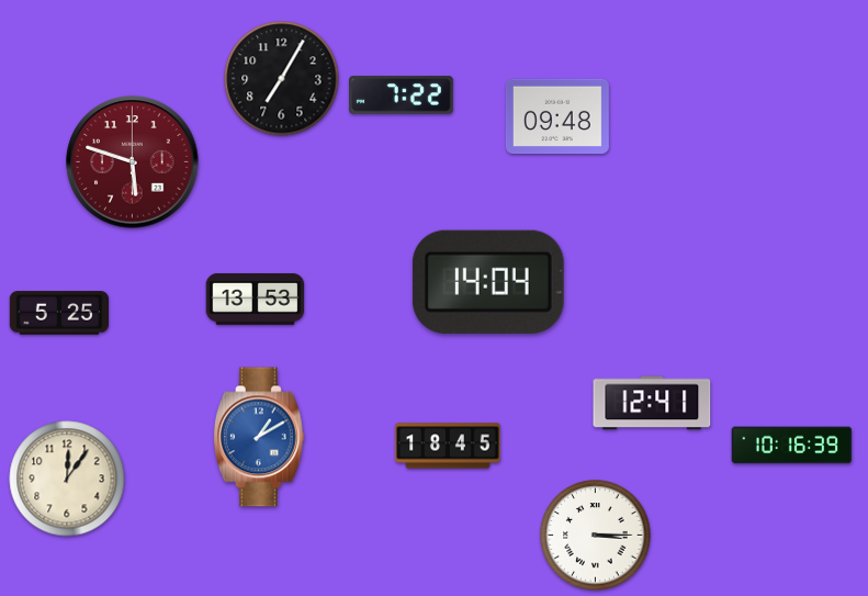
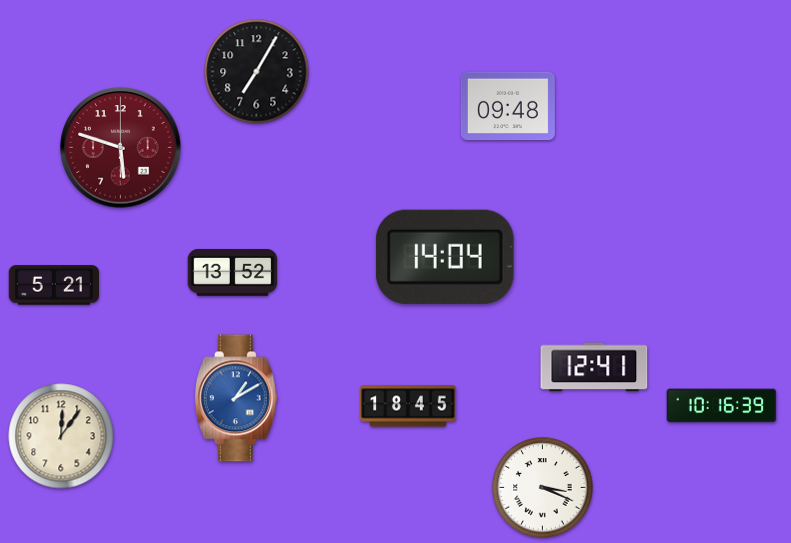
clock at (402, 95): 7:22 -> none
clock at (256, 299): 13:53 -> 13:52
clock at (58, 313): 5:25 -> 5:21
clock at (596, 536): 3:15 -> 3:19
